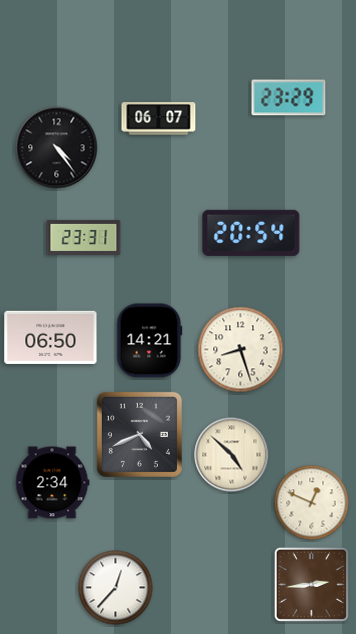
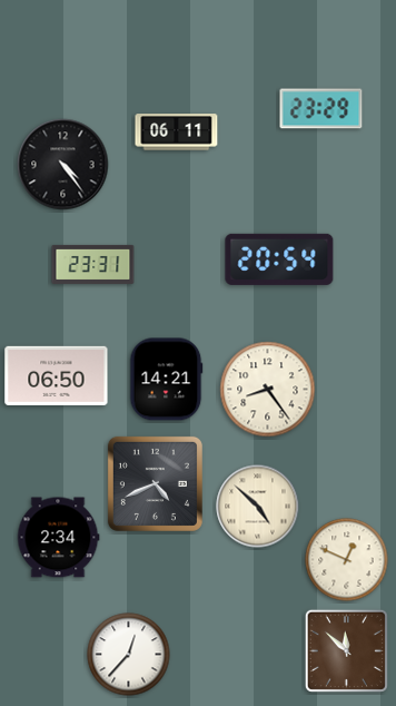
clock at (159, 119): 06:07 -> 06:11
clock at (241, 350): 8:27 -> 8:24
clock at (311, 584): 2:44 -> 11:52
